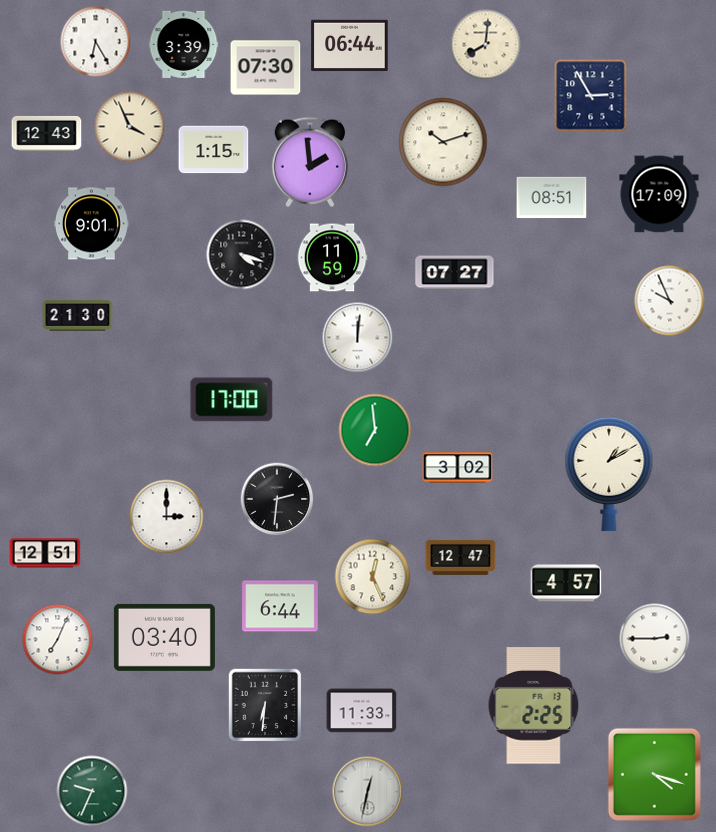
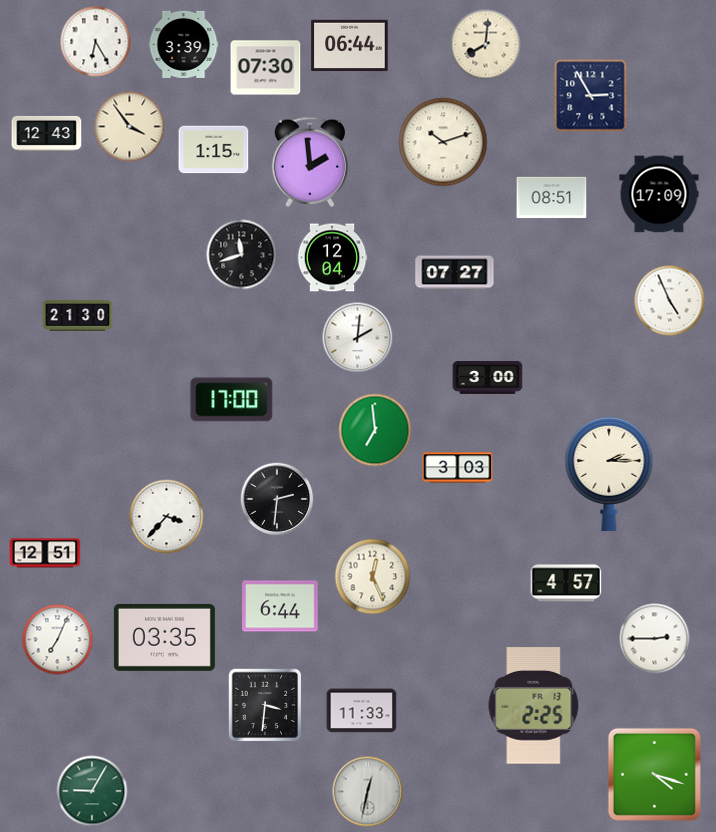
clock at (130, 127): 3:56 -> 3:54
clock at (92, 224): 9:01 -> none
clock at (242, 255): 4:18 -> 11:42
clock at (332, 258): 11:59 -> 12:04
clock at (670, 301): 9:56 -> 4:56
clock at (358, 338): 12:01 -> 2:01
clock at (488, 378): none -> 3:00
clock at (458, 468): 3:02 -> 3:03
clock at (609, 474): 1:10 -> 2:15
clock at (167, 517): 3:00 -> 3:37
clock at (461, 557): 12:47 -> none
clock at (164, 637): 03:40 -> 03:35
clock at (265, 705): 6:31 -> 3:31
clock at (92, 791): 9:34 -> 9:05
